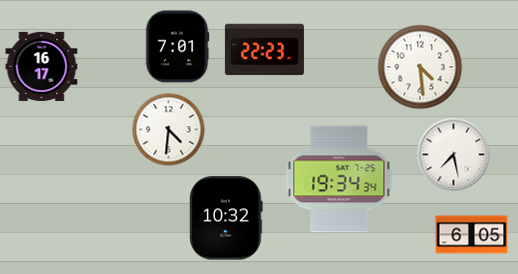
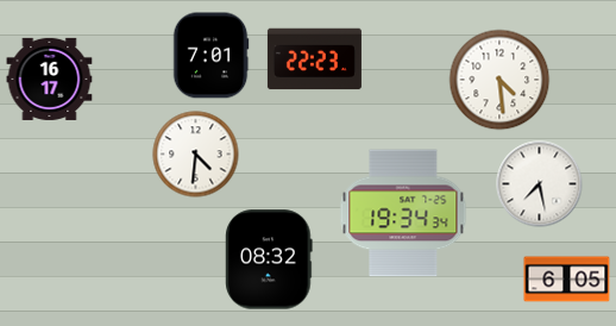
clock at (169, 130) position: (169, 130) -> (196, 155)
clock at (226, 218): 10:32 -> 08:32
clock at (472, 235) position: (472, 235) -> (567, 280)
